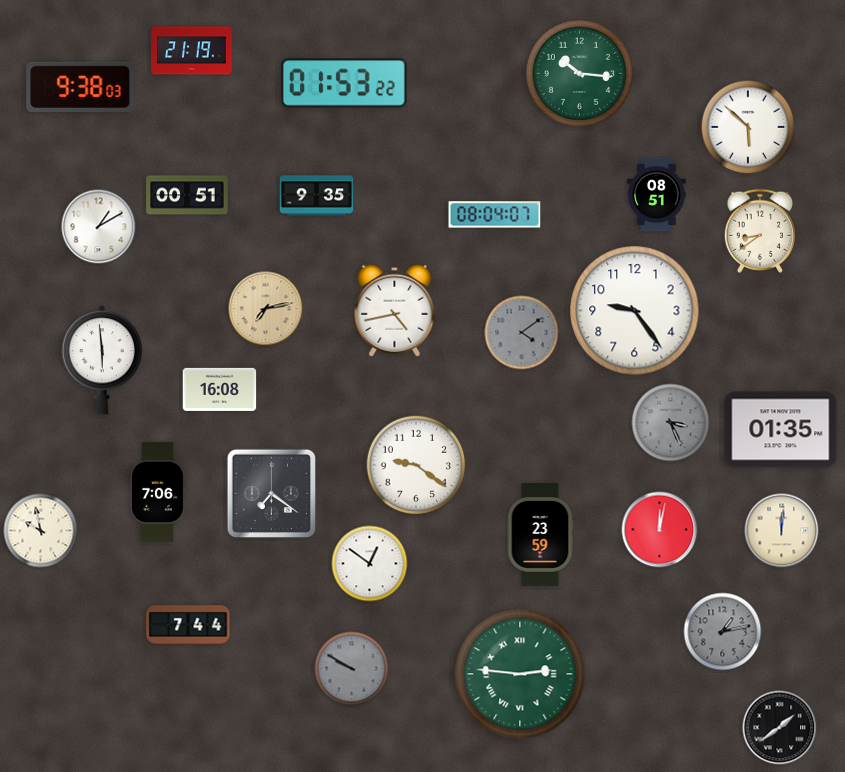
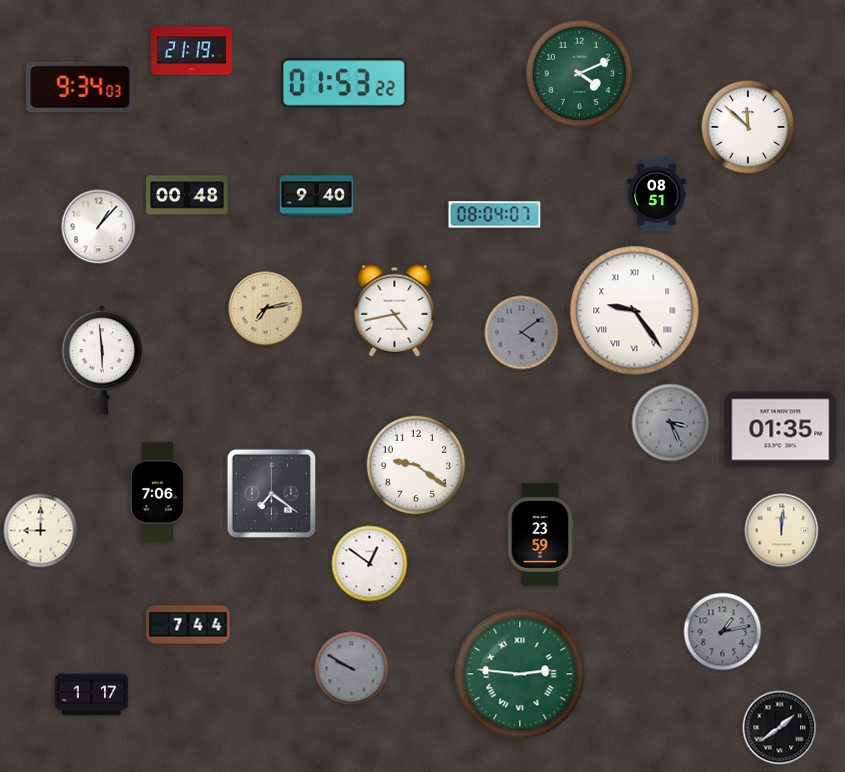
clock at (579, 73): 10:16 -> 4:11
clock at (80, 87): 9:38 -> 9:34
clock at (748, 127): 5:52 -> 11:52
clock at (187, 195): 00:51 -> 00:48
clock at (317, 196): 9:35 -> 9:40
clock at (99, 227): 1:10 -> 1:07
clock at (759, 231): 8:39 -> none
clock at (635, 311) numerals: Arabic -> Roman
clock at (220, 389): 16:08 -> none
clock at (660, 530): 12:02 -> none
clock at (41, 531): 9:58 -> 9:00
clock at (92, 695): none -> 1:17
